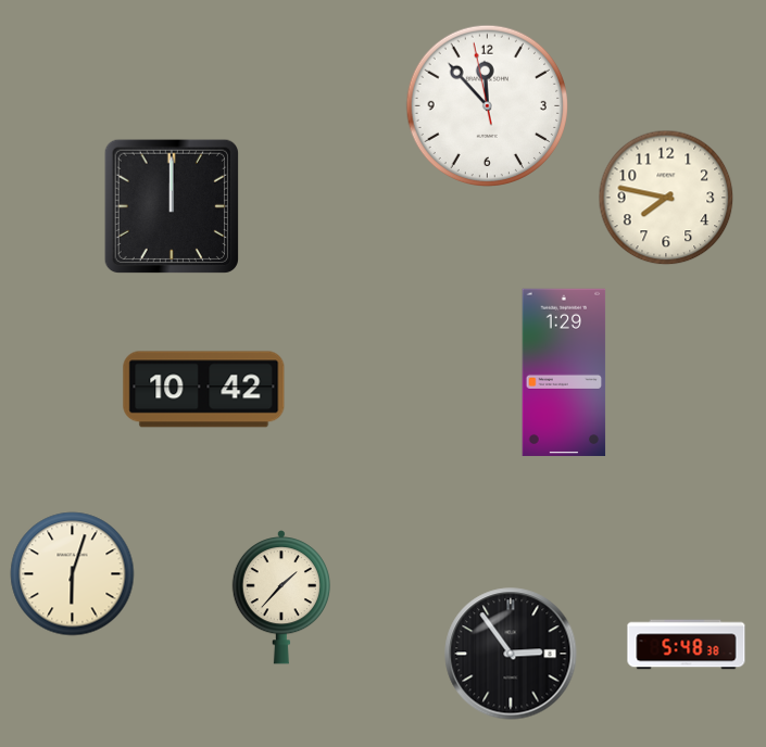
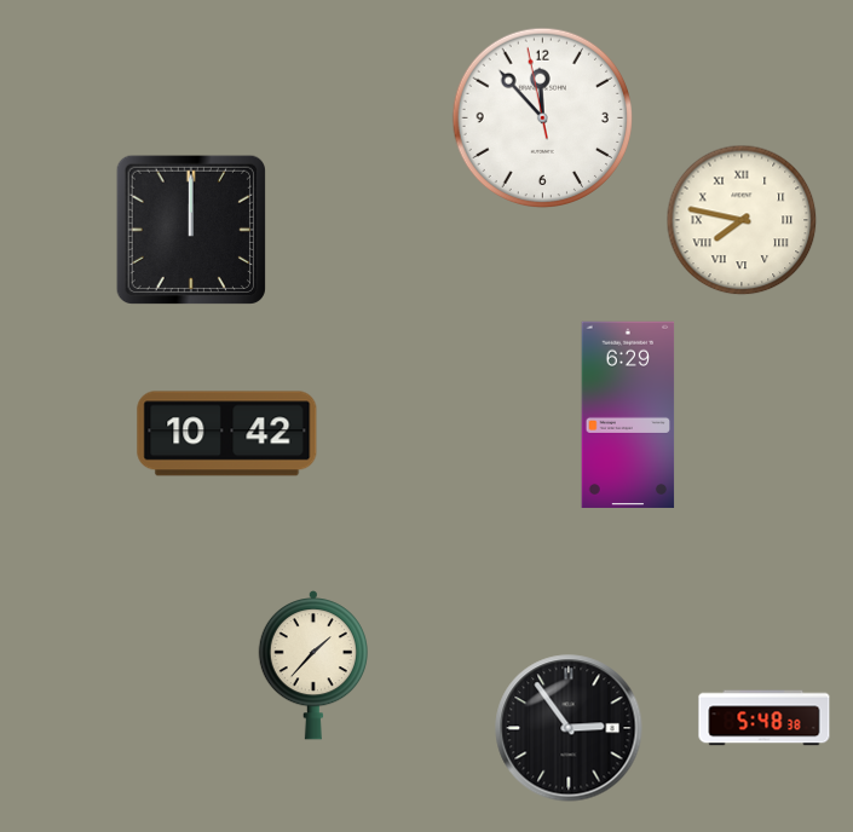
clock at (666, 198) numerals: Arabic -> Roman
clock at (564, 371): 1:29 -> 6:29
clock at (73, 574): 6:03 -> none
